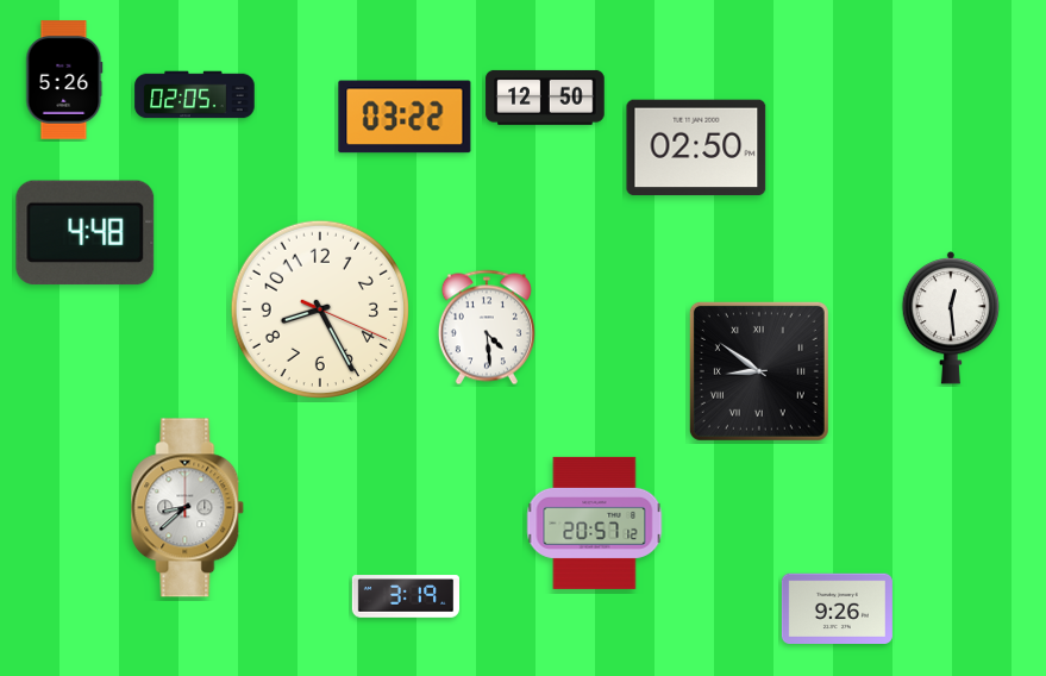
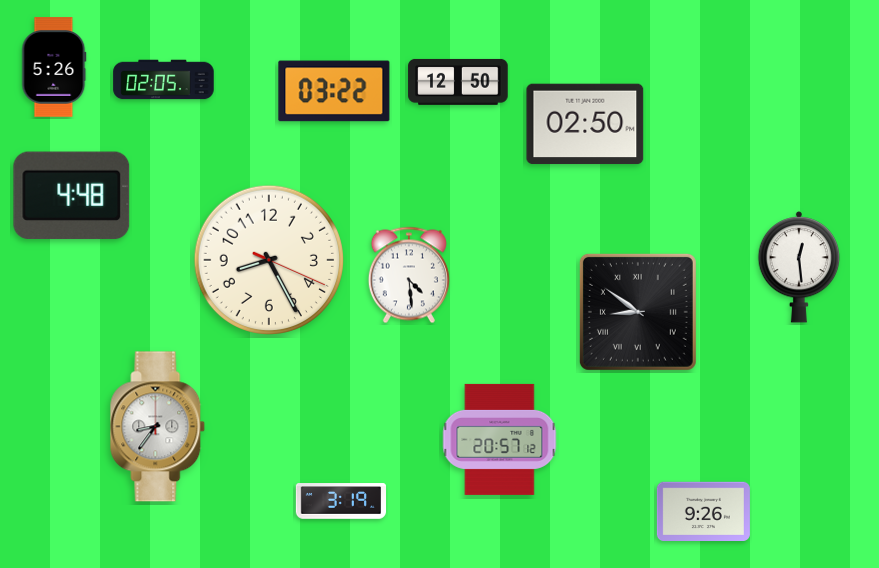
clock at (405, 117) position: (405, 117) -> (334, 91)
clock at (188, 508): 8:38 -> 8:36
